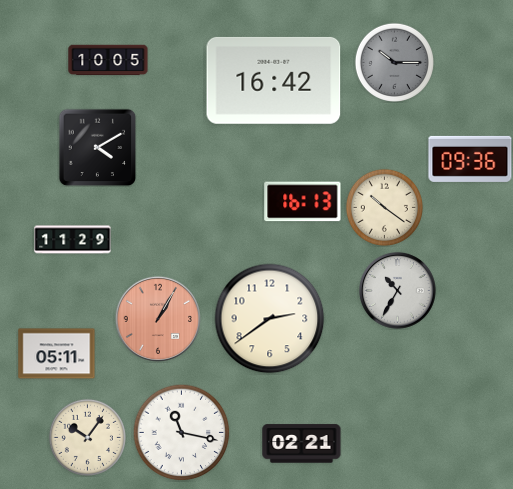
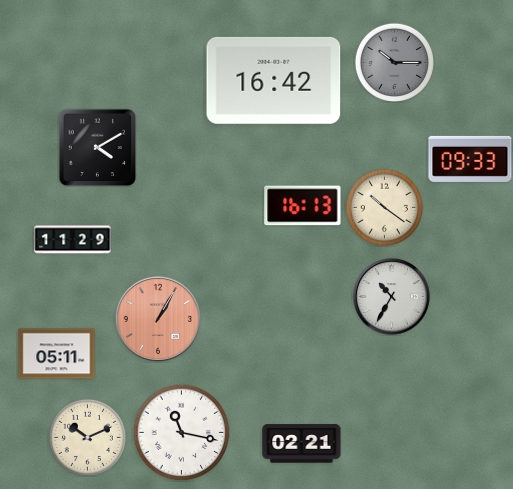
clock at (108, 60): 10:05 -> none
clock at (470, 159): 09:36 -> 09:33
clock at (303, 202) position: (303, 202) -> (303, 206)
clock at (398, 291) position: (398, 291) -> (392, 297)
clock at (270, 319): 2:39 -> none
clock at (87, 437): 10:06 -> 10:11
